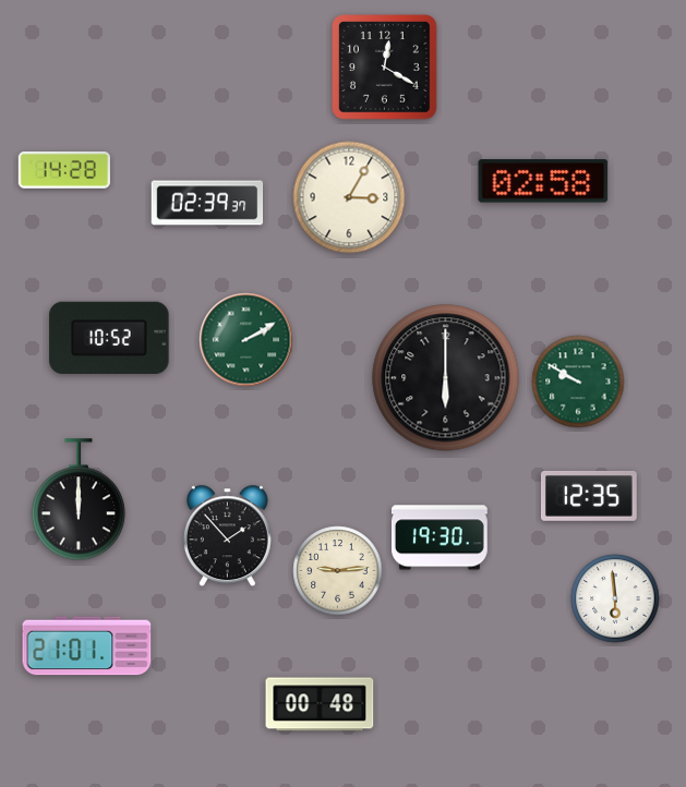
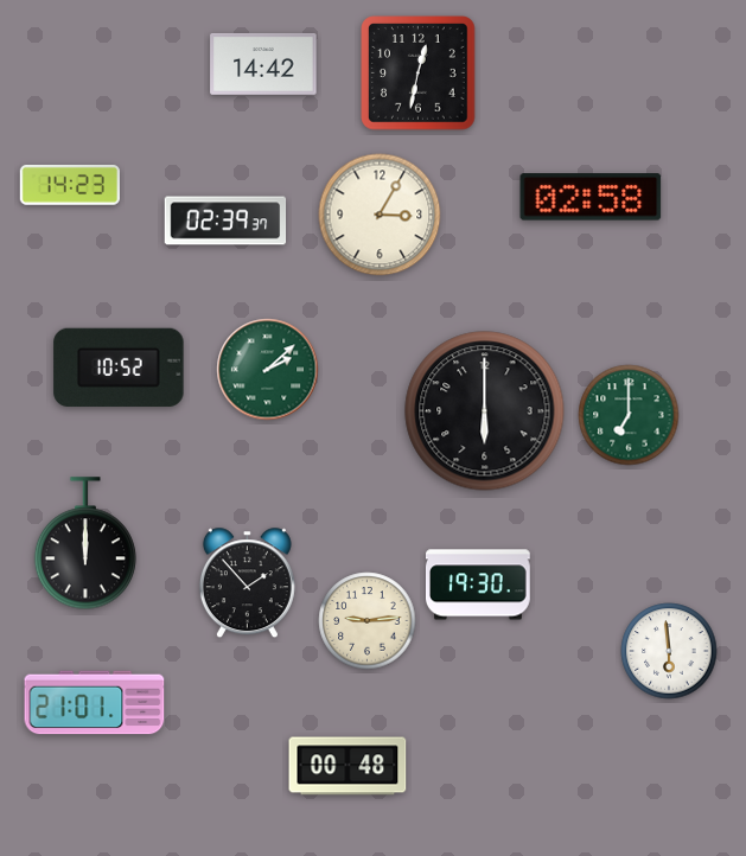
clock at (263, 64): none -> 14:42
clock at (385, 68): 12:20 -> 12:32
clock at (64, 170): 14:28 -> 14:23
clock at (246, 340): 2:10 -> 2:08
clock at (578, 382): 9:50 -> 7:00
clock at (589, 496): 12:35 -> none
